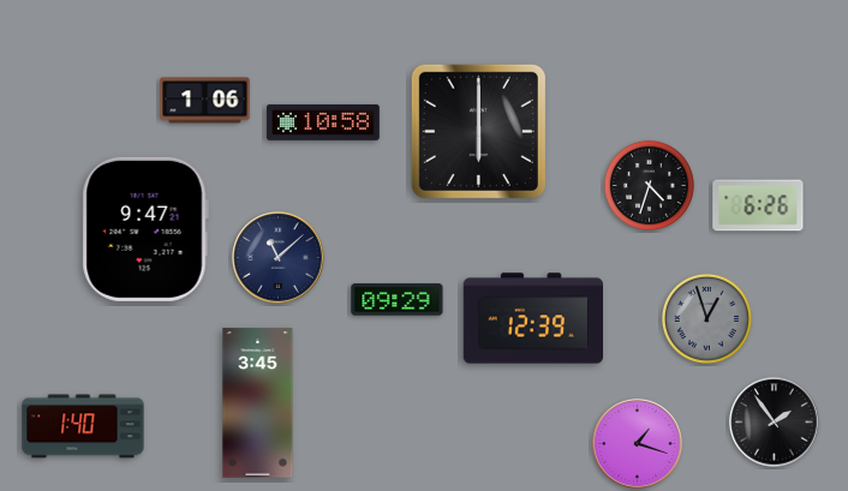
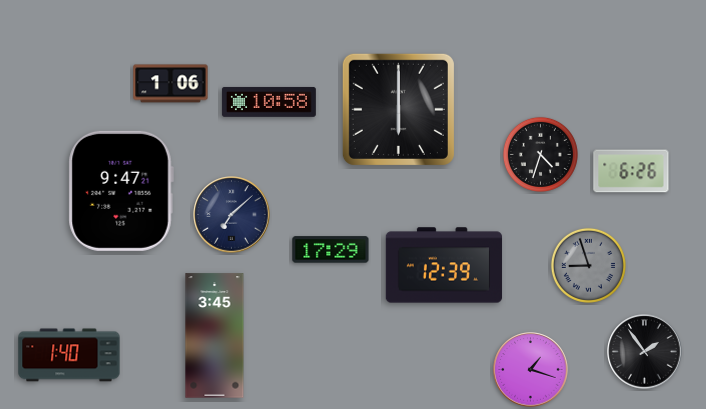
clock at (279, 258): 11:08 -> 7:08
clock at (398, 300): 09:29 -> 17:29
clock at (706, 318): 12:57 -> 8:57
